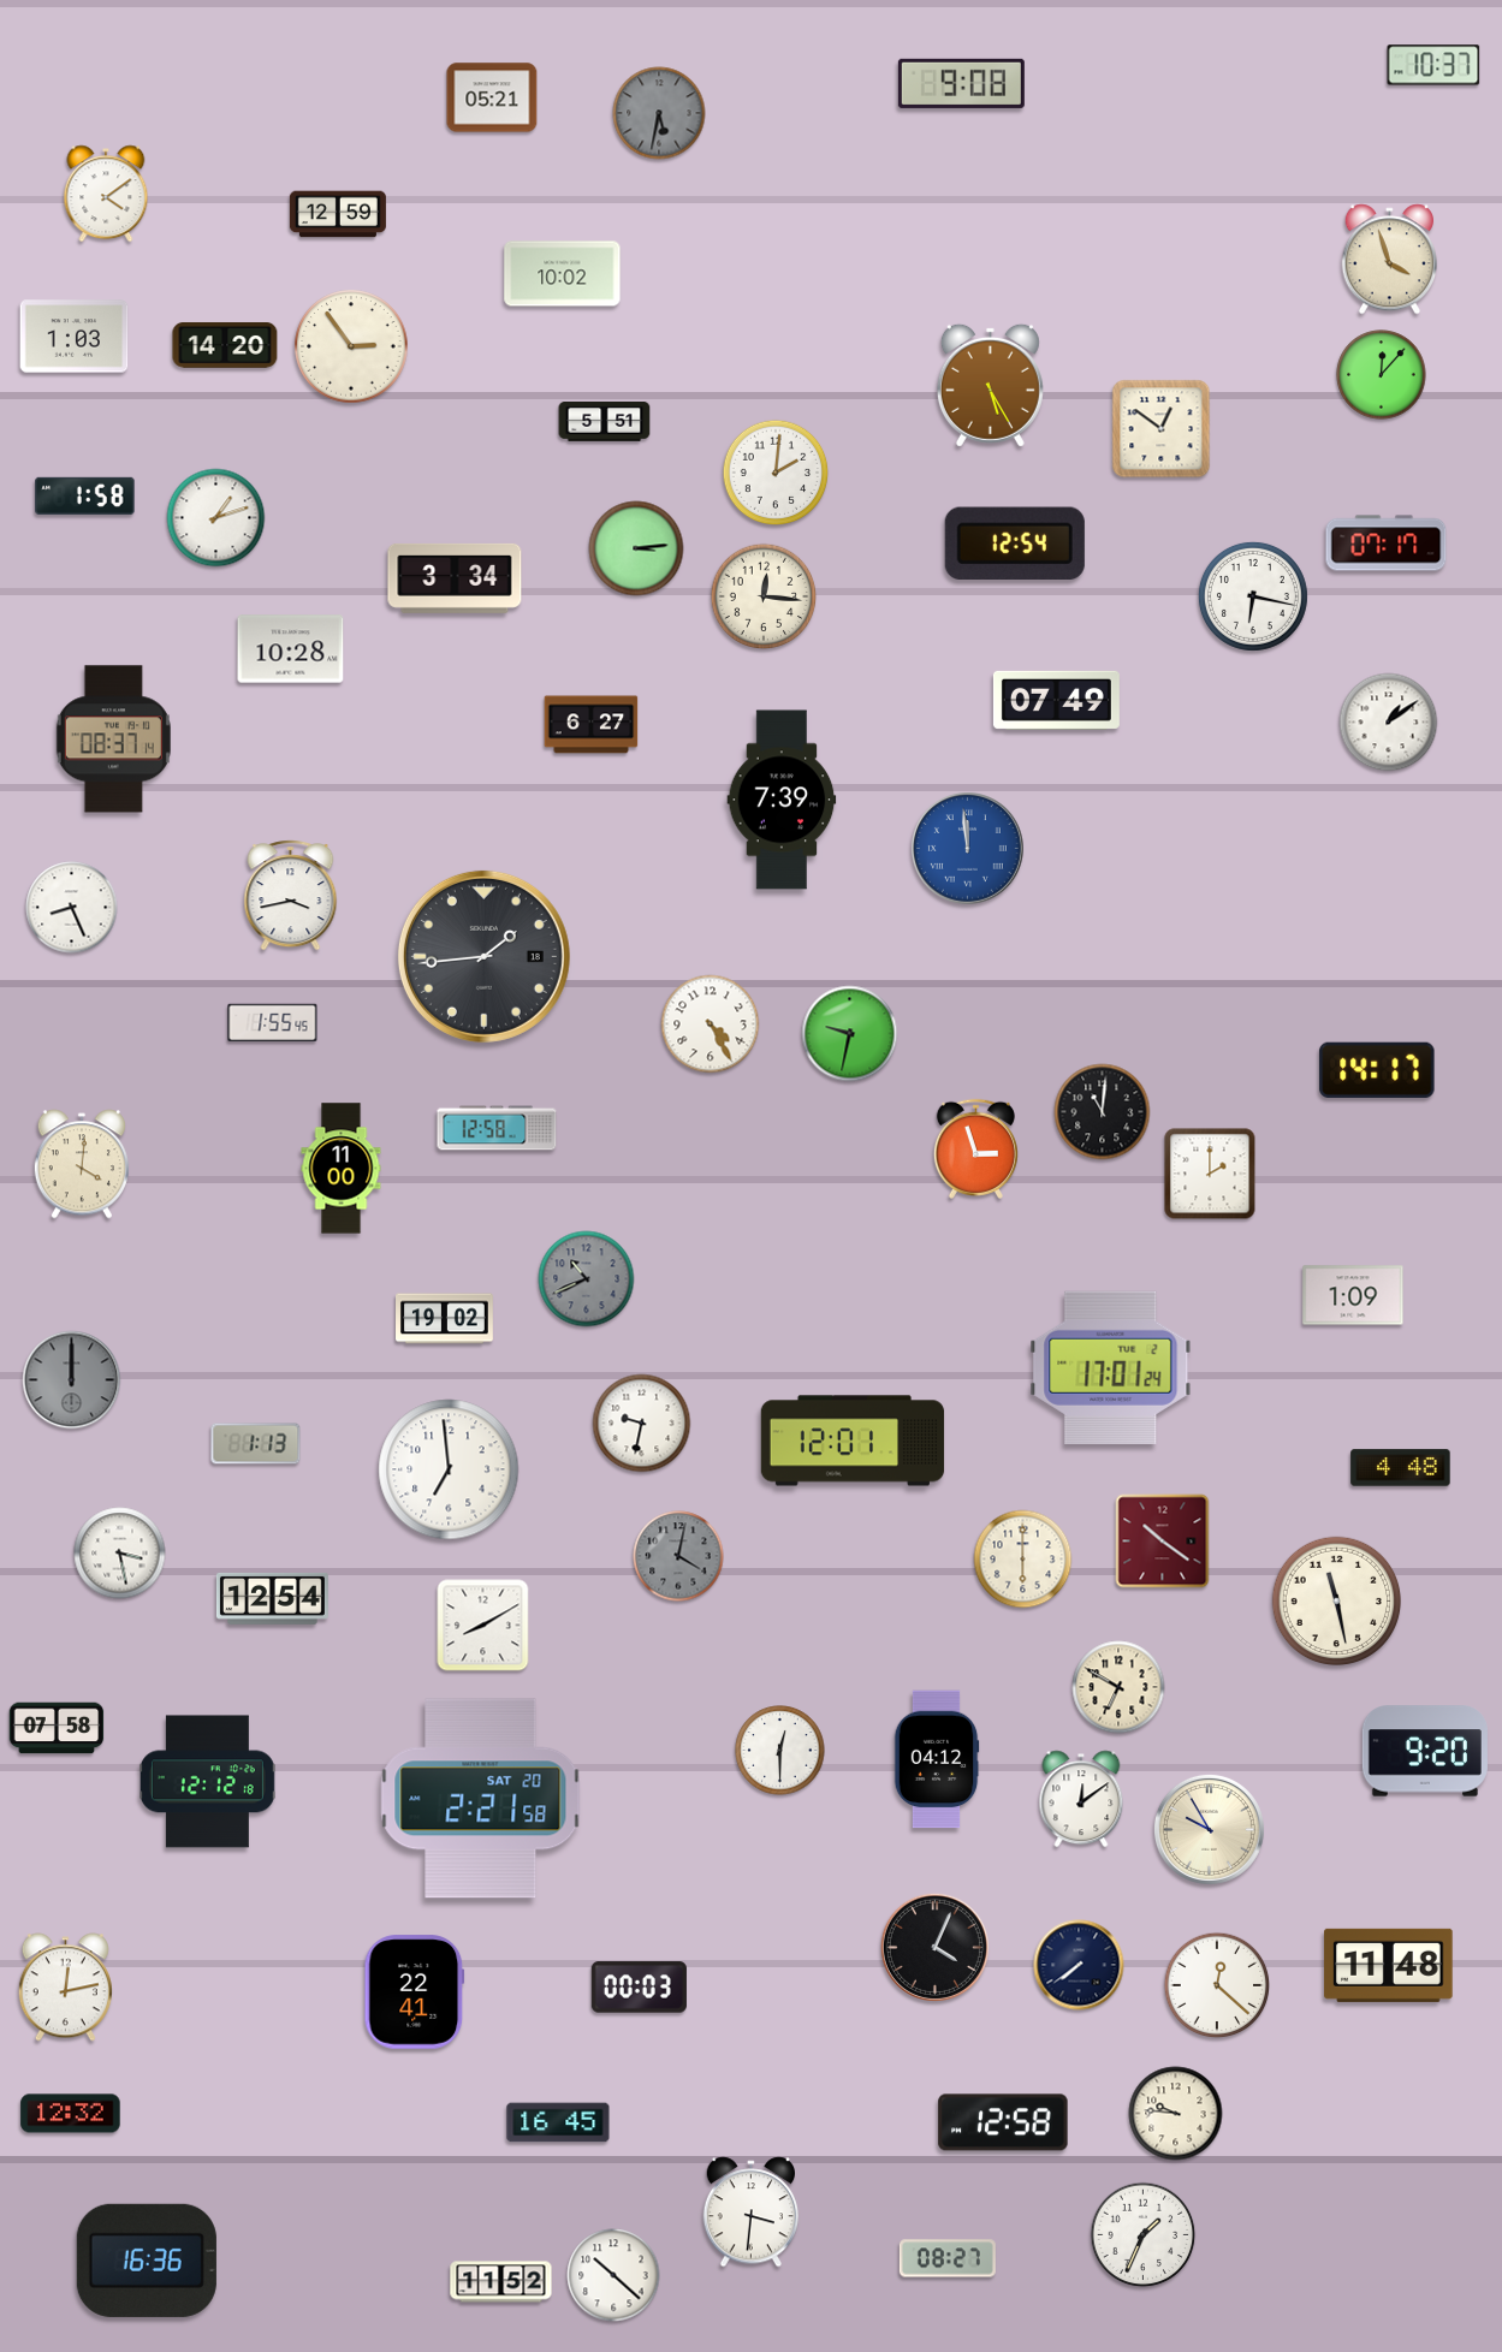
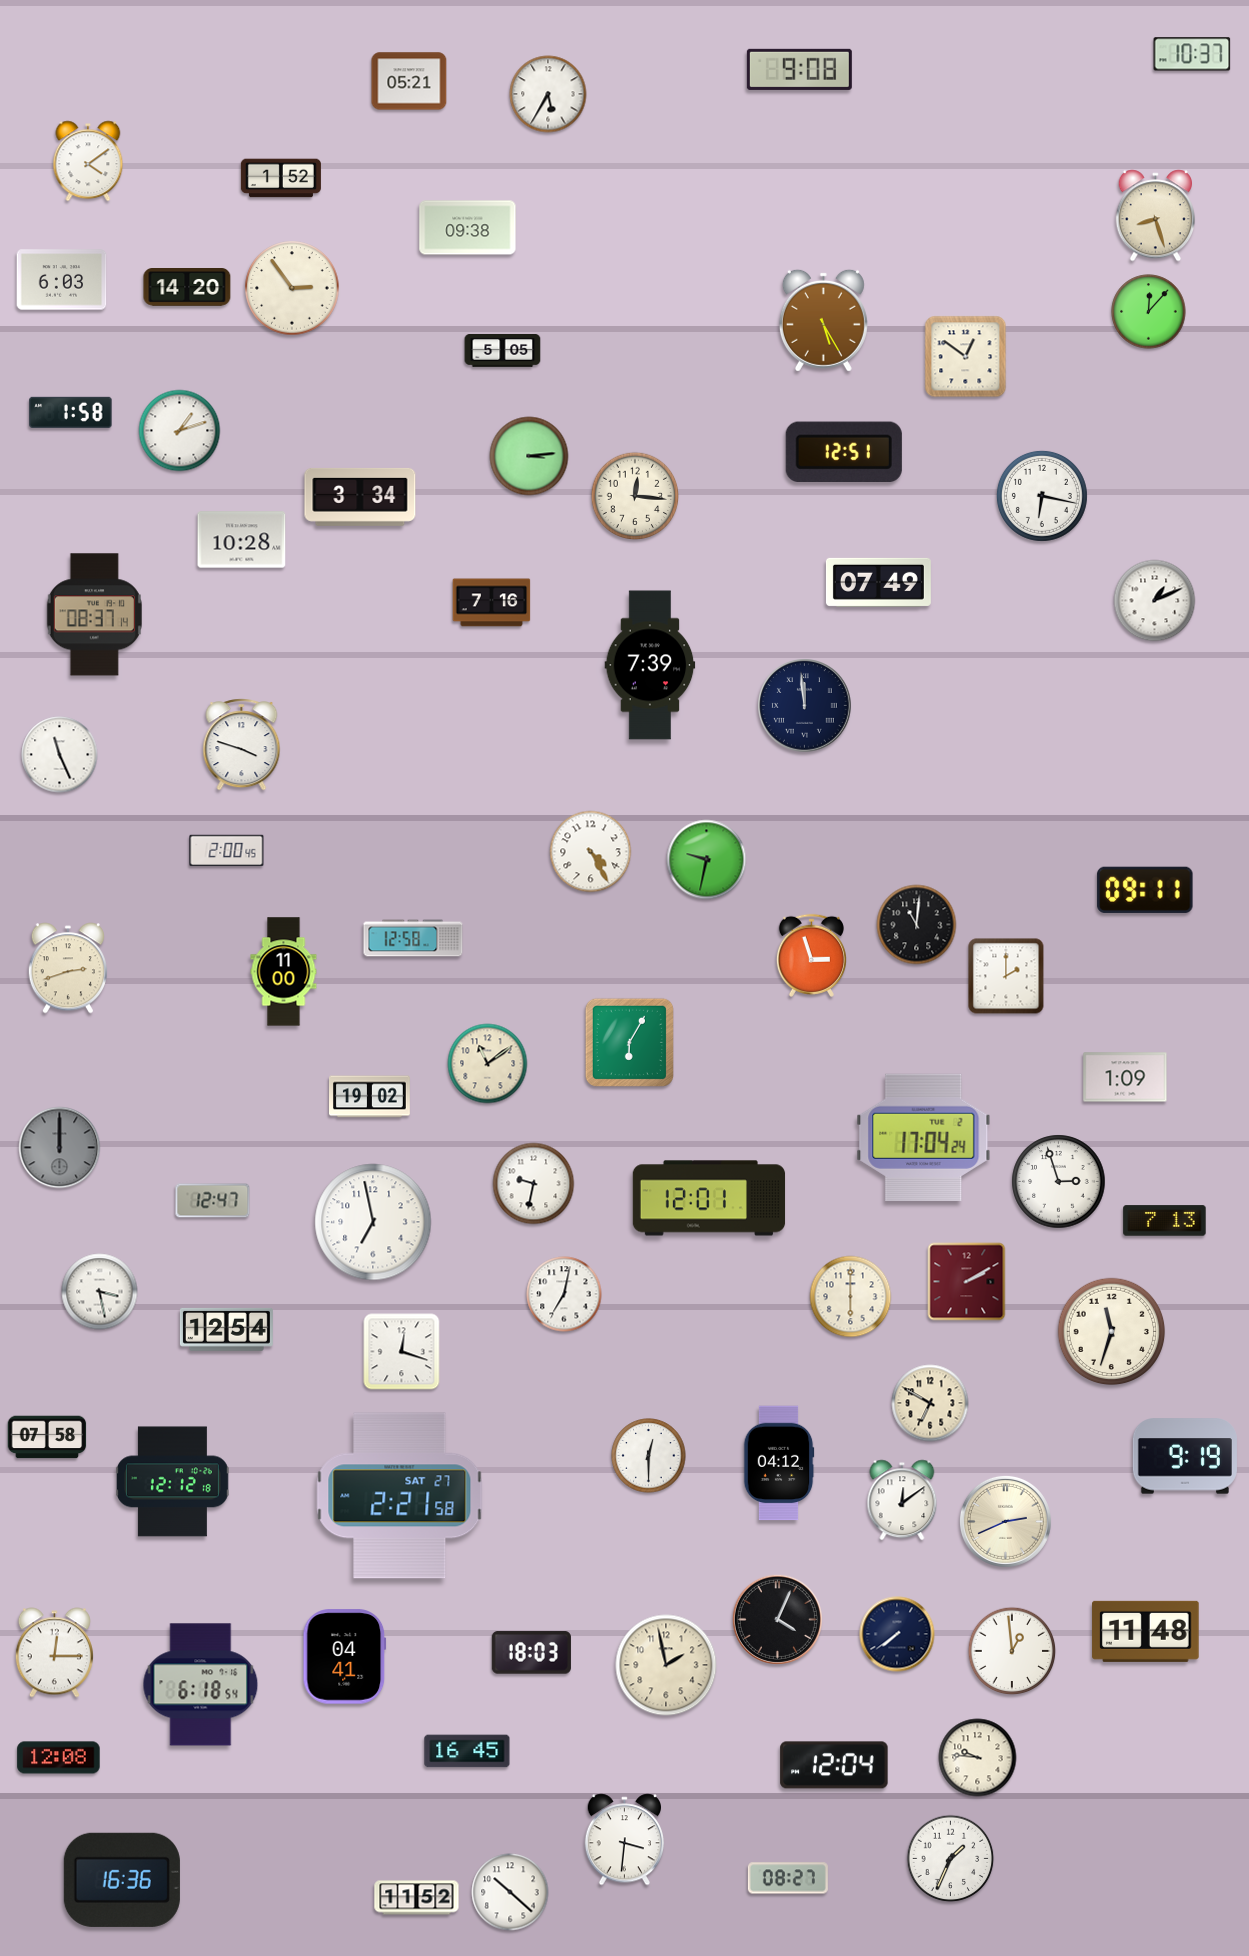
clock at (659, 113): 5:32 -> 5:35
clock at (659, 113) dial: grey -> white
clock at (338, 214): 12:59 -> 1:52
clock at (1390, 260): 3:57 -> 8:27
clock at (563, 274): 10:02 -> 09:38
clock at (75, 337): 1:03 -> 6:03
clock at (605, 422): 5:51 -> 5:05
clock at (776, 473): 2:01 -> none
clock at (1015, 542): 12:54 -> 12:51
clock at (1387, 544): 07:17 -> none
clock at (455, 578) position: (455, 578) -> (360, 497)
clock at (1389, 723): 1:09 -> 1:11
clock at (592, 725): 6:27 -> 7:16
clock at (968, 849) dial: blue -> navy
clock at (291, 896): 3:43 -> 3:48
clock at (72, 908): 8:26 -> 11:26
clock at (483, 956): 1:44 -> none
clock at (273, 1023): 1:55 -> 2:00
clock at (1377, 1070): 14:17 -> 09:11
clock at (82, 1164): 4:01 -> 2:42
clock at (629, 1042): none -> 6:05
clock at (587, 1279): 10:41 -> 11:09
clock at (587, 1279) dial: grey -> cream
clock at (1111, 1367): 17:01 -> 17:04
clock at (1059, 1182): none -> 2:57
clock at (256, 1444): 1:13 -> 12:47
clock at (1401, 1468): 4:48 -> 7:13
clock at (449, 1469): 6:59 -> 6:58
clock at (1163, 1542): 10:21 -> 2:10
clock at (678, 1556): 4:02 -> 7:02
clock at (678, 1556) dial: grey -> white
clock at (1337, 1602): 11:28 -> 11:33
clock at (483, 1626): 8:10 -> 12:18
clock at (1425, 1751): 9:20 -> 9:19
clock at (481, 1799) date: SAT 20 -> SAT 27
clock at (1081, 1799) position: (1081, 1799) -> (902, 1500)
clock at (1209, 1829): 9:55 -> 2:41
clock at (1389, 1965) position: (1389, 1965) -> (1146, 1631)
clock at (1217, 1985): 12:22 -> 12:59
clock at (65, 1988): 12:13 -> 12:15
clock at (639, 1988): 00:03 -> 18:03
clock at (415, 1992): 22:41 -> 04:41
clock at (666, 1665): none -> 1:58
clock at (201, 1685): none -> 6:18
clock at (71, 2114): 12:32 -> 12:08
clock at (558, 2122) position: (558, 2122) -> (467, 1751)
clock at (1003, 2122): 12:58 -> 12:04
